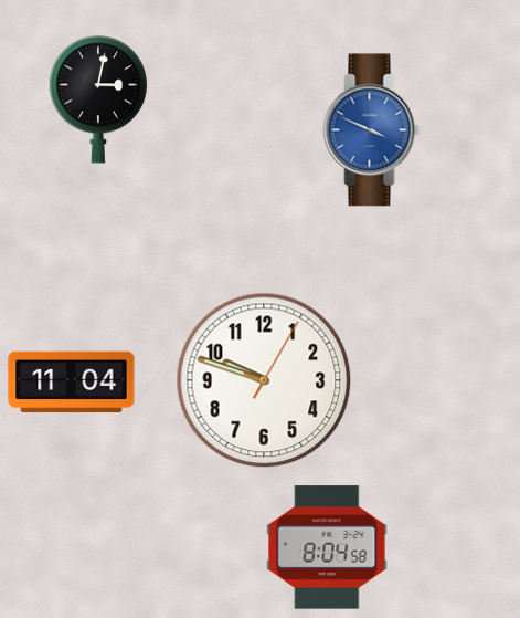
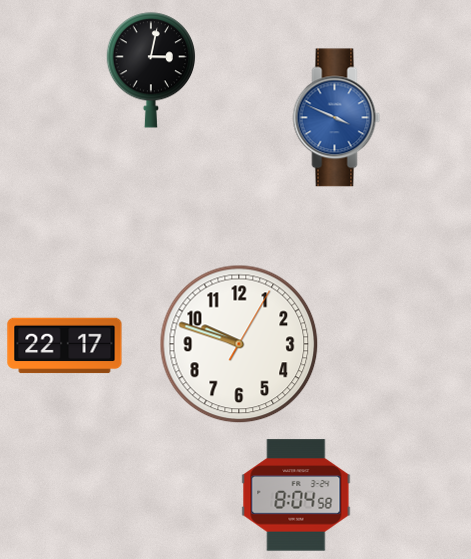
clock at (97, 99) position: (97, 99) -> (150, 70)
clock at (72, 383): 11:04 -> 22:17
